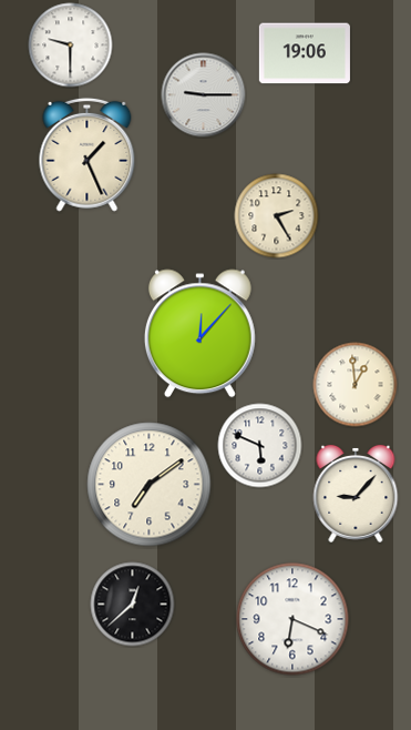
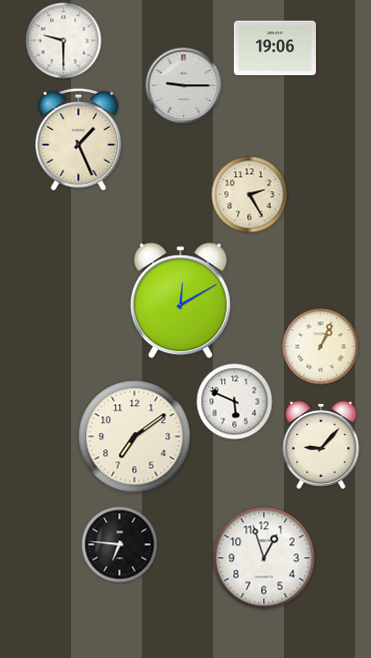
clock at (199, 334): 12:07 -> 12:10
clock at (356, 385): 12:59 -> 1:04
clock at (133, 605): 12:38 -> 6:46
clock at (292, 619): 6:19 -> 12:57
